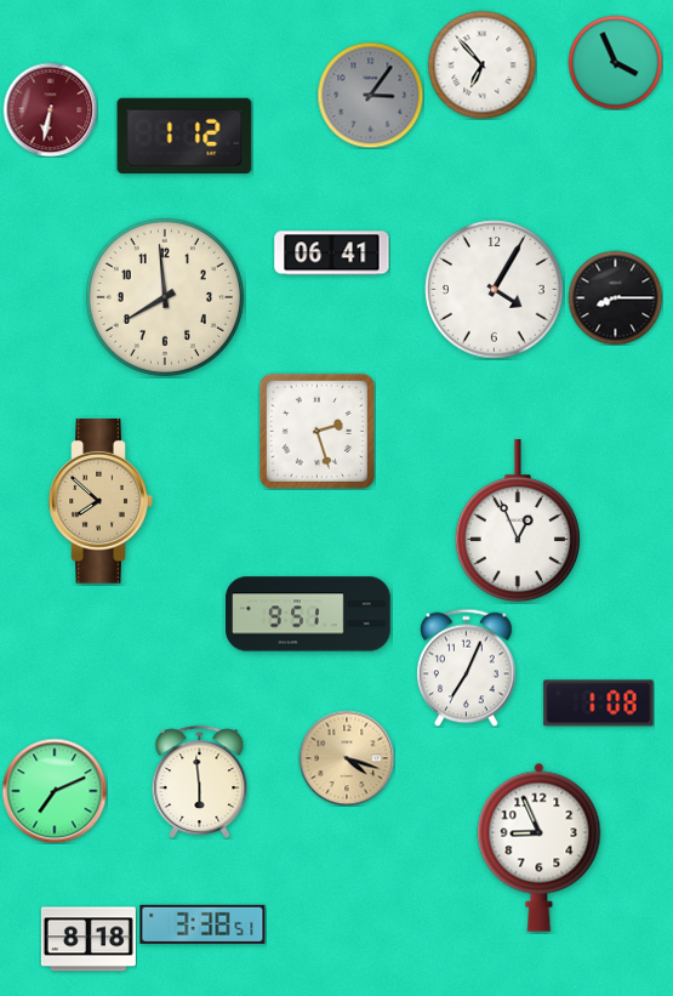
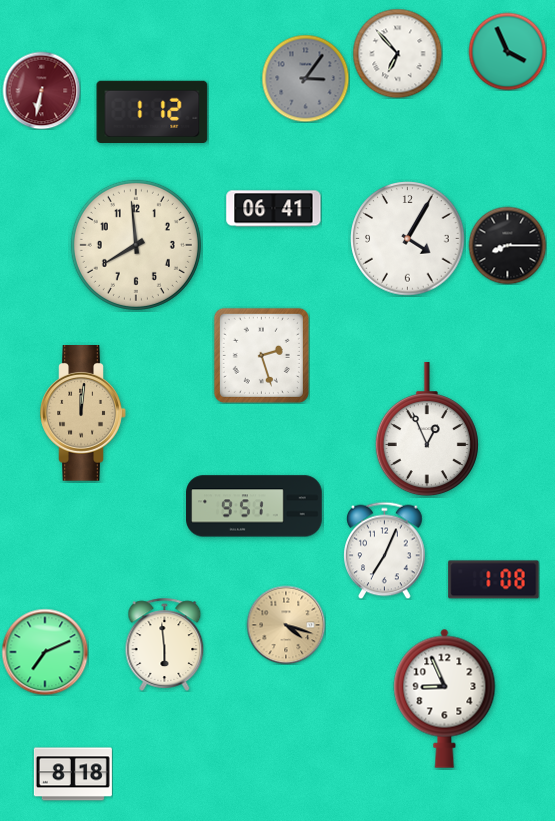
clock at (101, 502): 7:52 -> 12:01
clock at (203, 924): 3:38 -> none
